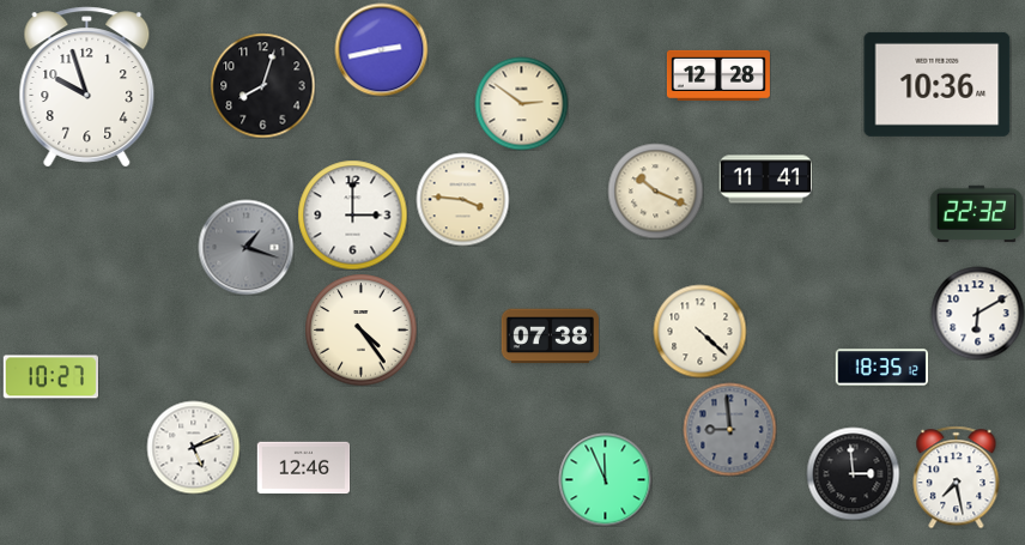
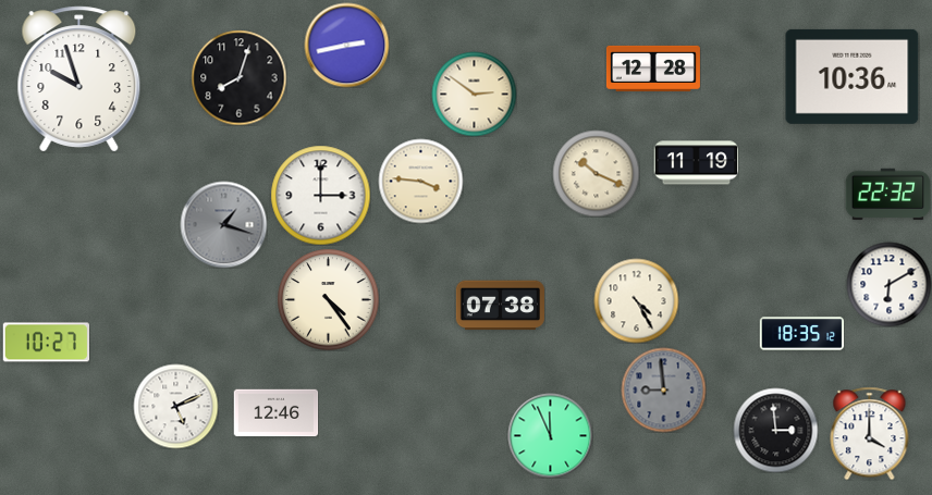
clock at (765, 180): 11:41 -> 11:19
clock at (699, 331): 4:22 -> 4:25
clock at (303, 468) position: (303, 468) -> (275, 413)
clock at (957, 477): 7:28 -> 4:00
